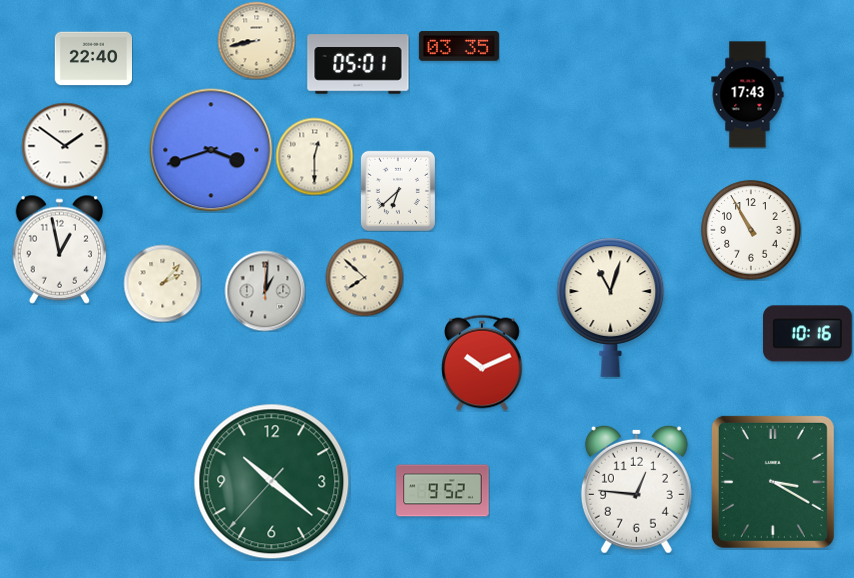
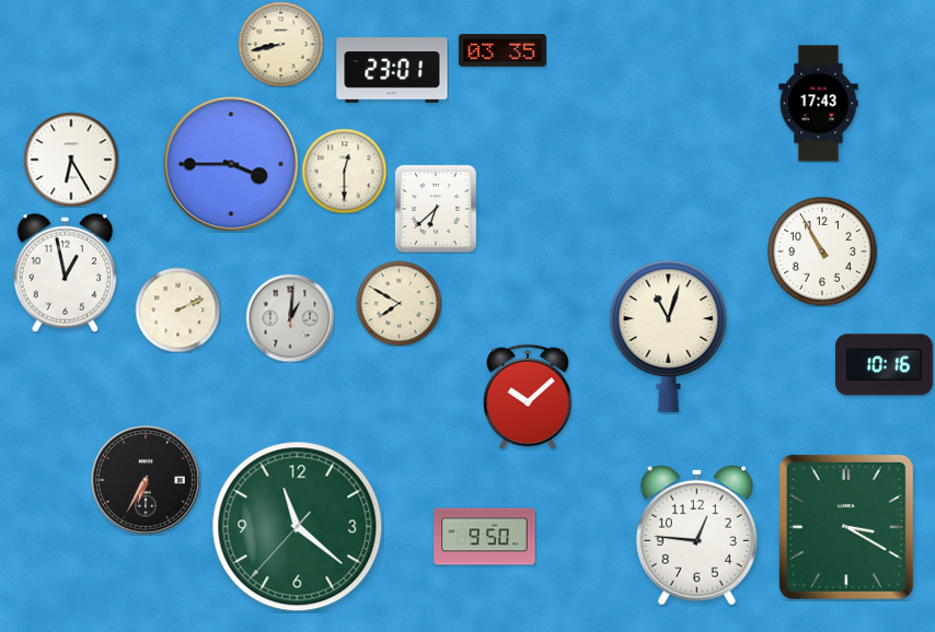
clock at (93, 59): 22:40 -> none
clock at (358, 64): 05:01 -> 23:01
clock at (65, 146): 1:51 -> 6:25
clock at (211, 150): 3:42 -> 3:45
clock at (364, 277): 7:52 -> 7:50
clock at (162, 283): 2:07 -> 2:11
clock at (483, 363): 10:11 -> 10:08
clock at (147, 481): none -> 6:35
clock at (272, 482): 10:21 -> 11:21
clock at (443, 491): 9:52 -> 9:50
